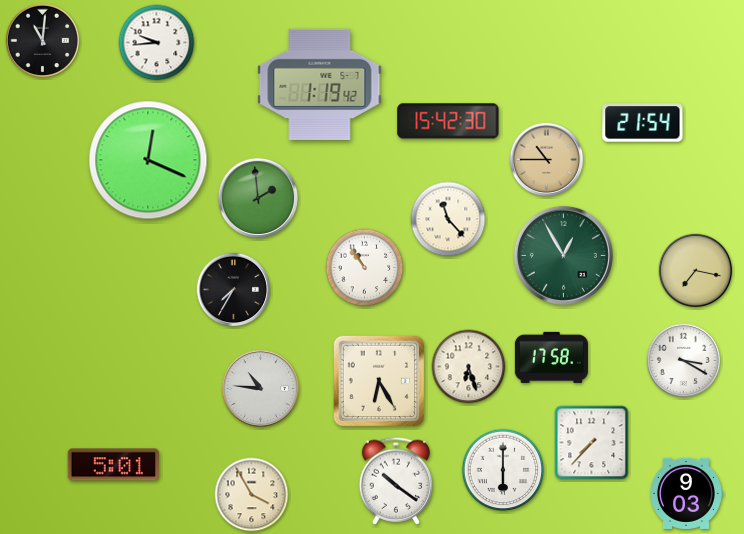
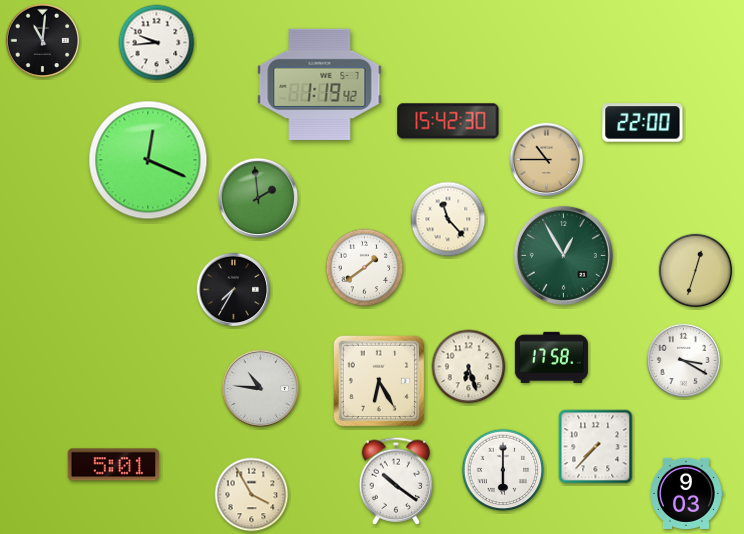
clock at (643, 123): 21:54 -> 22:00
clock at (365, 268): 10:54 -> 1:39
clock at (696, 271): 7:17 -> 12:33
clock at (592, 443) position: (592, 443) -> (596, 447)
